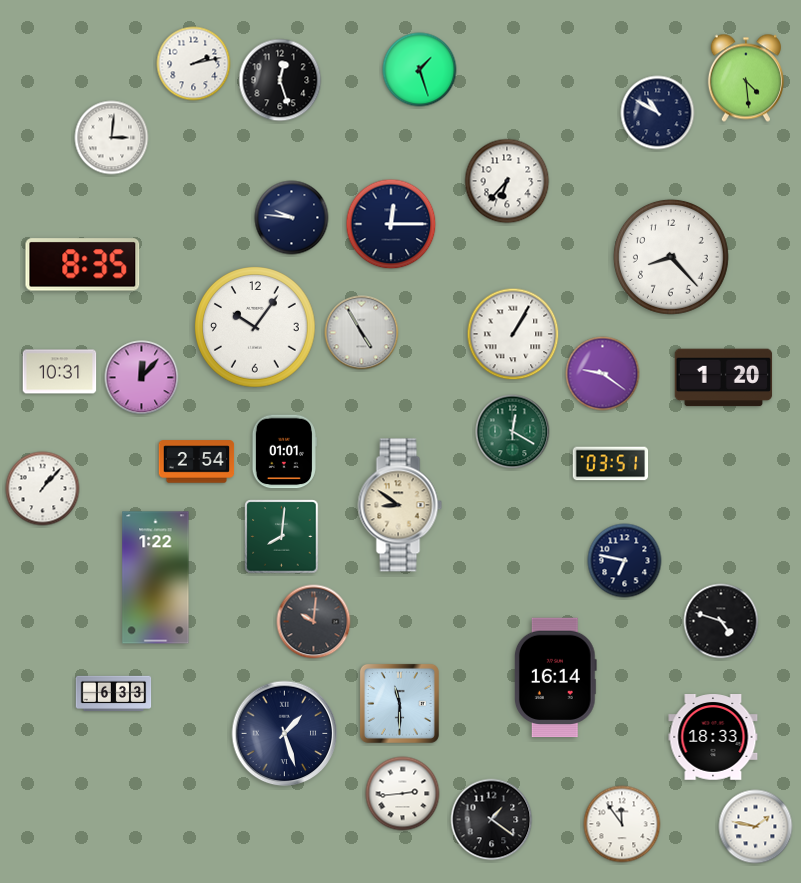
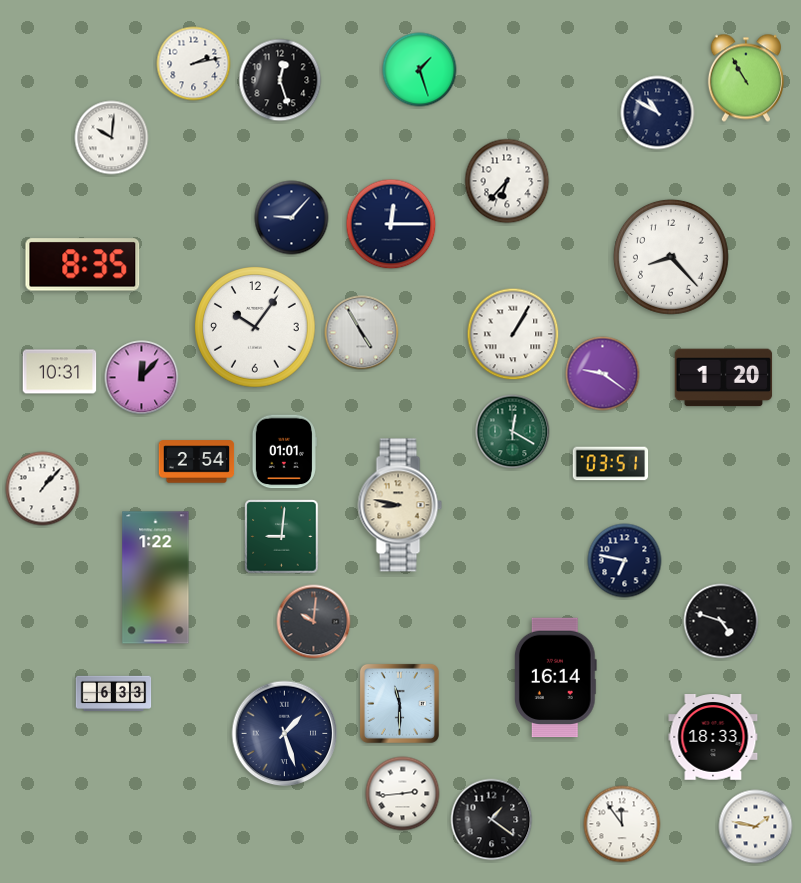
clock at (746, 78): 4:29 -> 10:55
clock at (112, 138): 3:01 -> 10:01
clock at (292, 218): 9:46 -> 9:07
clock at (400, 505): 8:51 -> 8:47
clock at (282, 537): 8:01 -> 9:01
